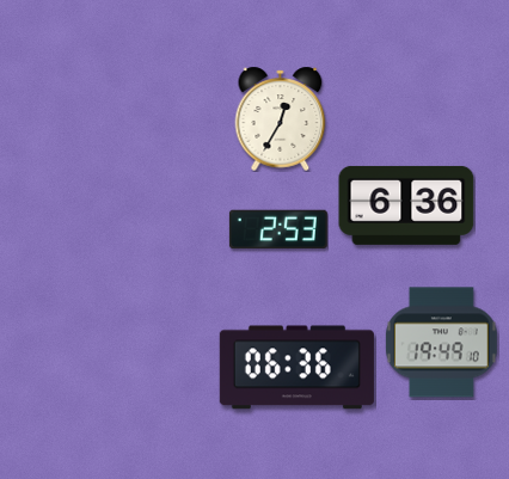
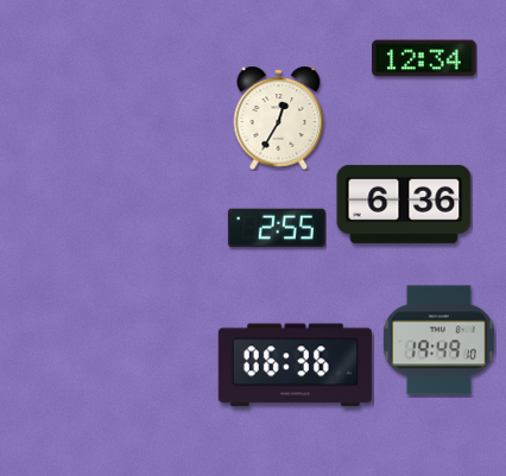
clock at (424, 58): none -> 12:34
clock at (278, 229): 2:53 -> 2:55
